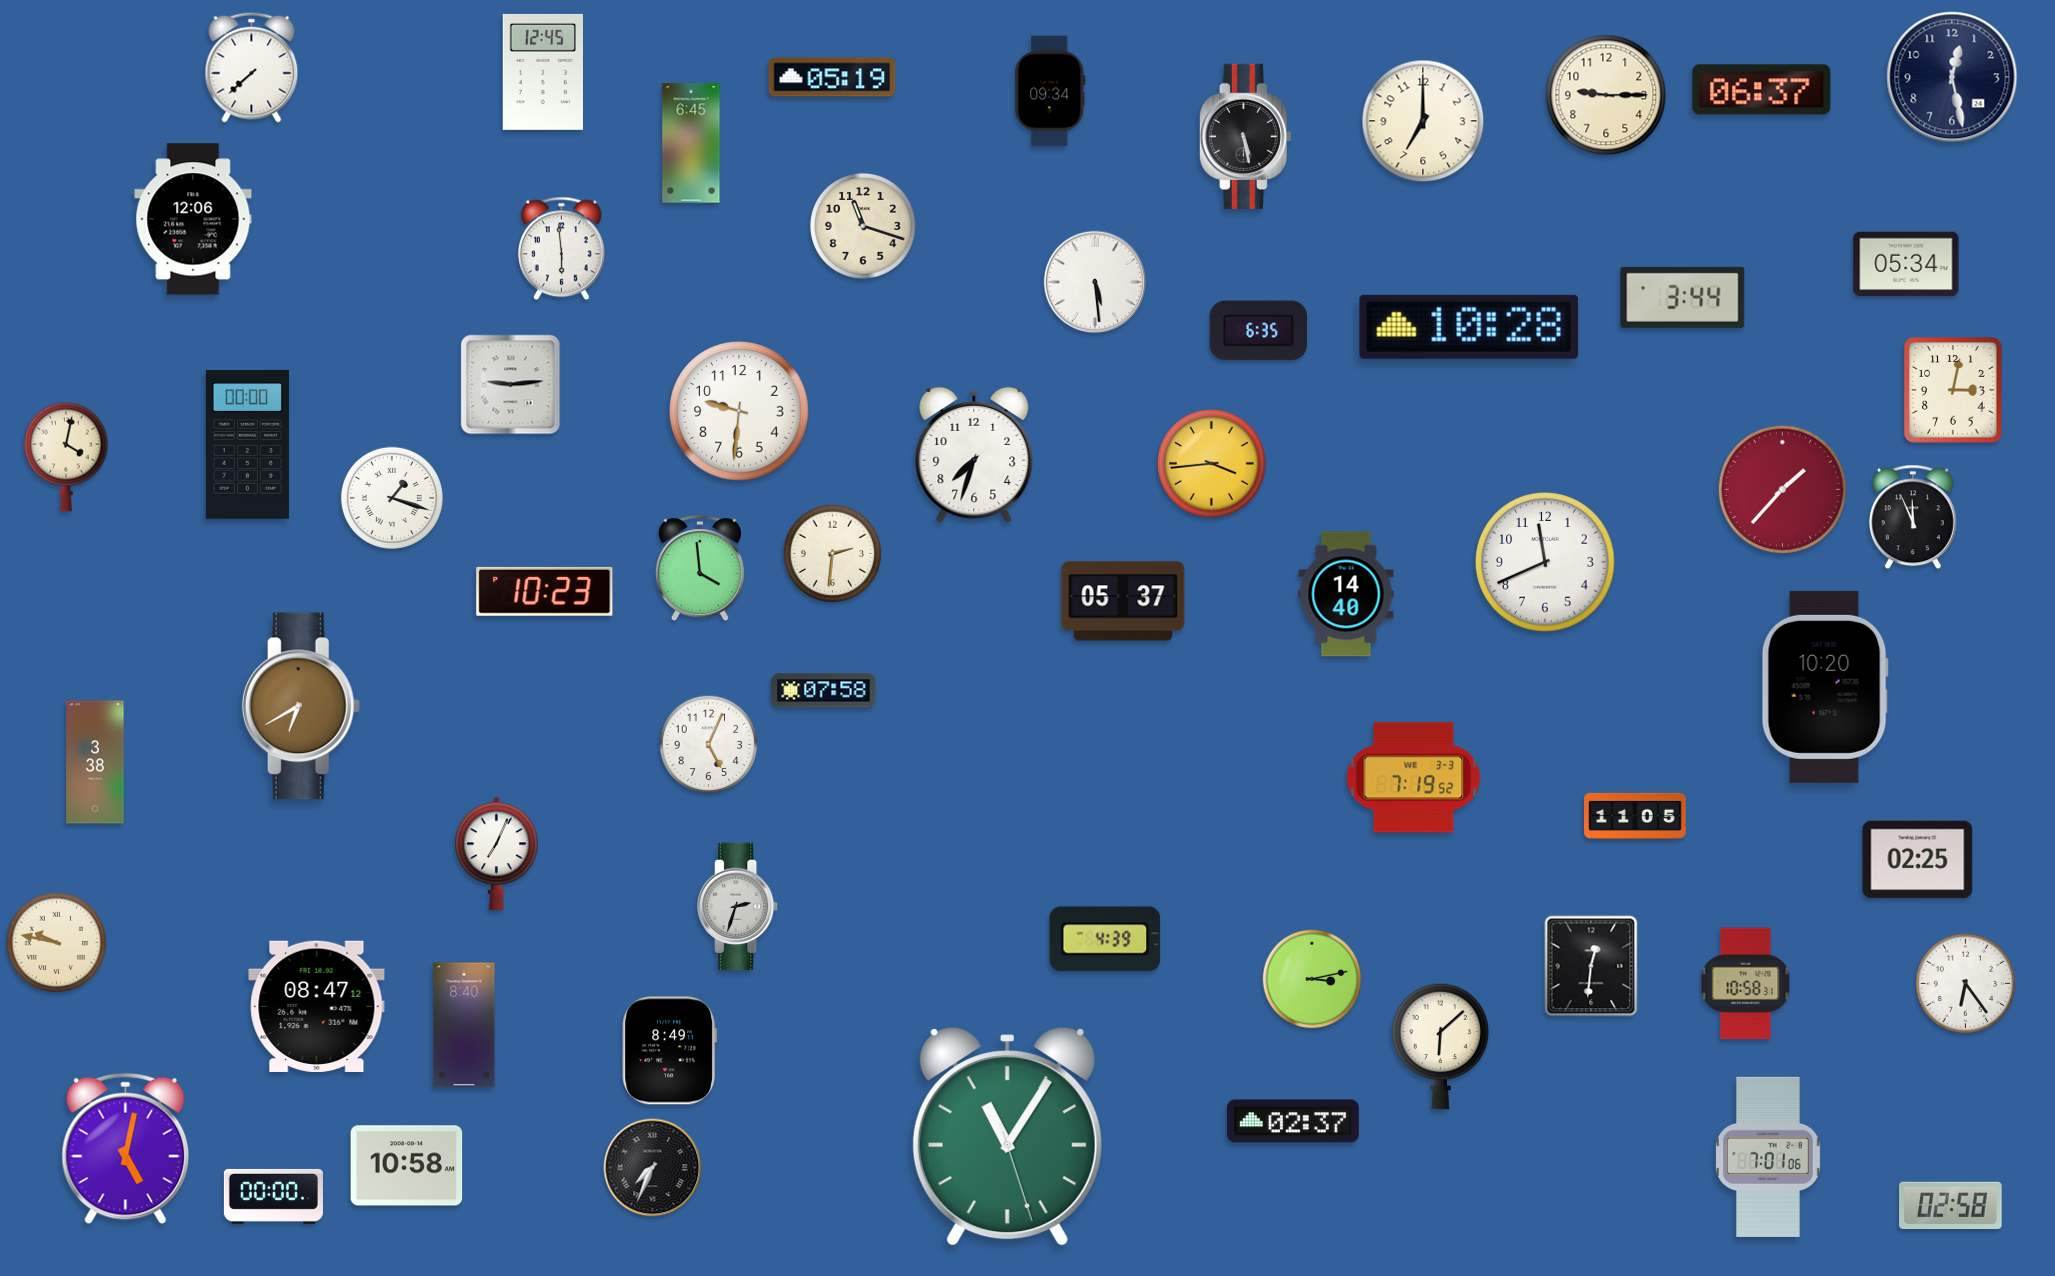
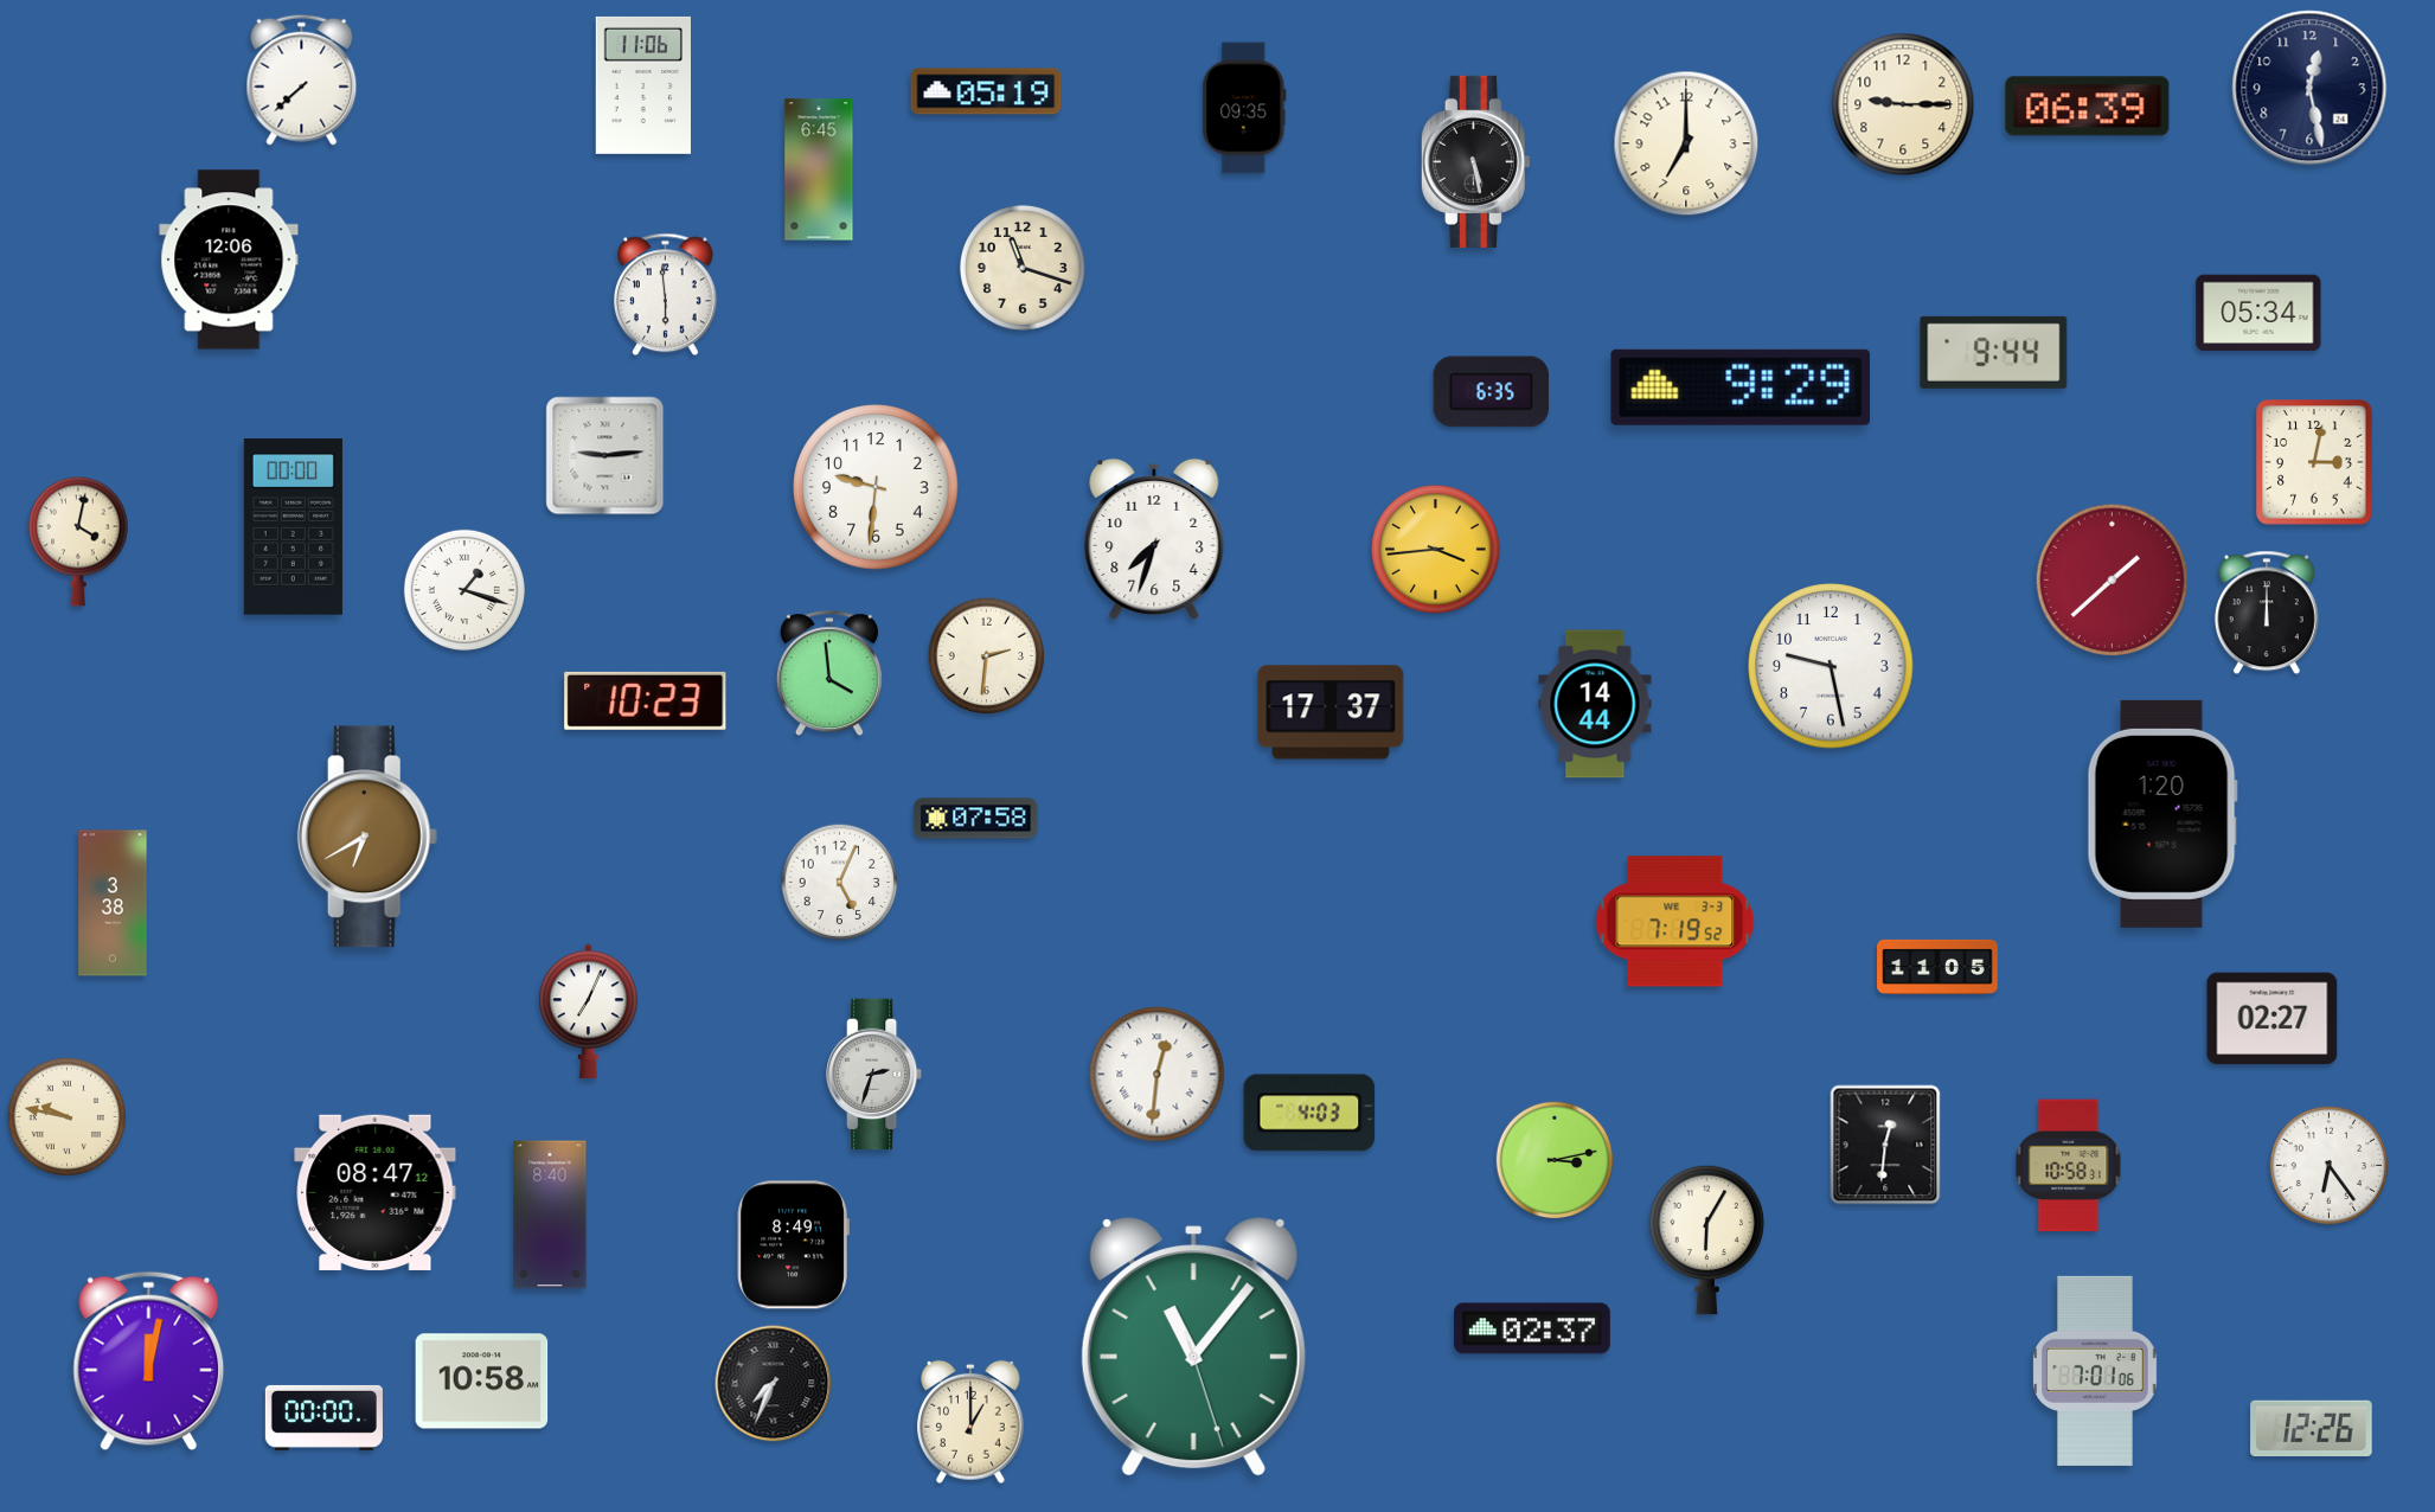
clock at (252, 67) position: (252, 67) -> (302, 79)
clock at (542, 72): 12:45 -> 11:06
clock at (1952, 77) position: (1952, 77) -> (2309, 88)
clock at (1762, 90): 06:37 -> 06:39
clock at (1050, 91): 09:34 -> 09:35
clock at (1606, 95) position: (1606, 95) -> (1903, 104)
clock at (1095, 282): 5:29 -> none
clock at (1683, 297): 3:44 -> 9:44
clock at (1468, 327): 10:28 -> 9:29
clock at (1783, 490): 1:37 -> 1:38
clock at (1913, 517): 11:56 -> 12:00
clock at (1545, 562): 11:41 -> 9:28
clock at (1346, 594): 14:40 -> 14:44
clock at (1123, 601): 05:37 -> 17:37
clock at (1825, 687): 10:20 -> 1:20
clock at (301, 706) position: (301, 706) -> (367, 837)
clock at (1918, 860): 02:25 -> 02:27
clock at (1158, 1075): none -> 12:31
clock at (1105, 939): 4:39 -> 4:03
clock at (1441, 1046): 6:08 -> 6:05
clock at (1007, 1137): 11:05 -> 11:06
clock at (126, 1149): 5:02 -> 12:02
clock at (970, 1422): none -> 1:00
clock at (1951, 1206): 02:58 -> 12:26
